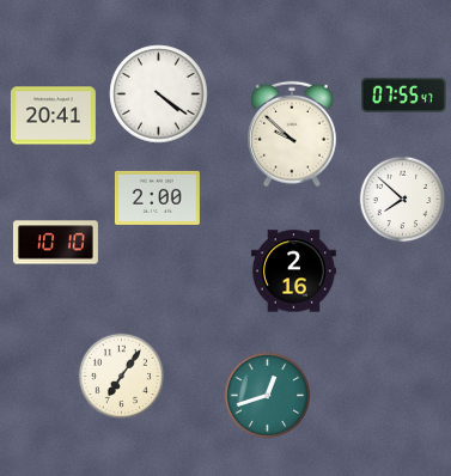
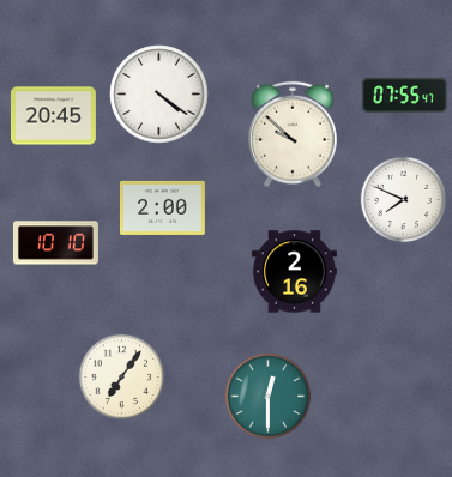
clock at (53, 116): 20:41 -> 20:45
clock at (157, 197) position: (157, 197) -> (162, 207)
clock at (403, 200): 7:52 -> 7:49
clock at (268, 396): 12:42 -> 12:30
